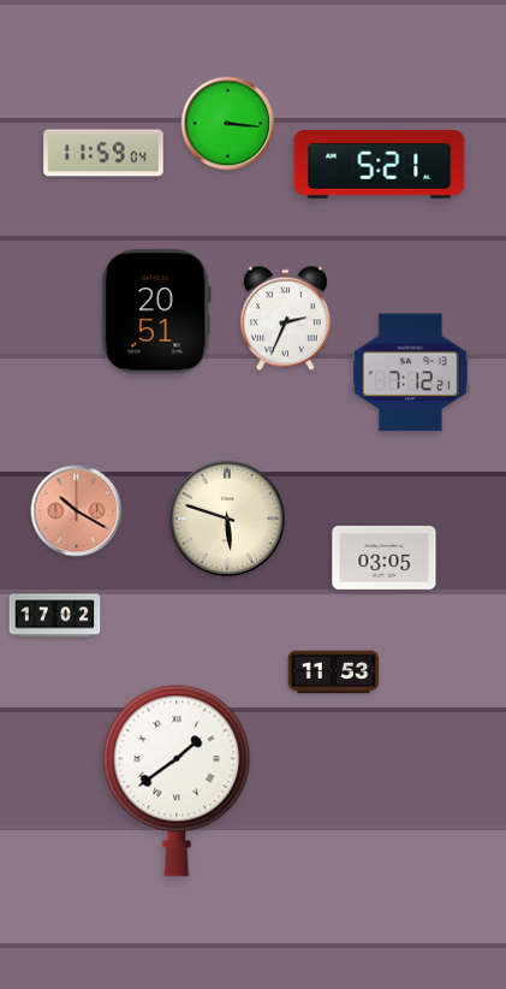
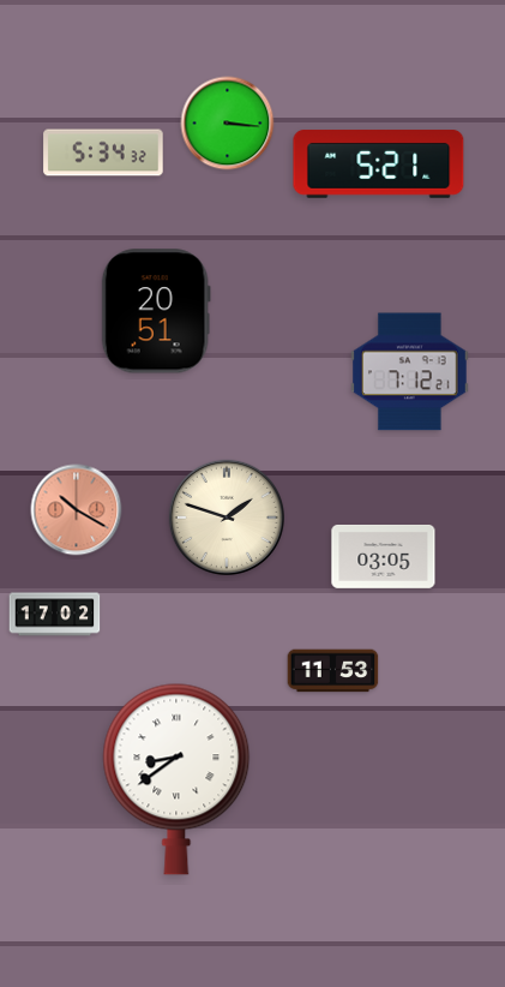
clock at (103, 153): 11:59 -> 5:34
clock at (285, 319): 2:34 -> none
clock at (226, 517): 5:48 -> 1:48
clock at (177, 781): 1:39 -> 8:39
